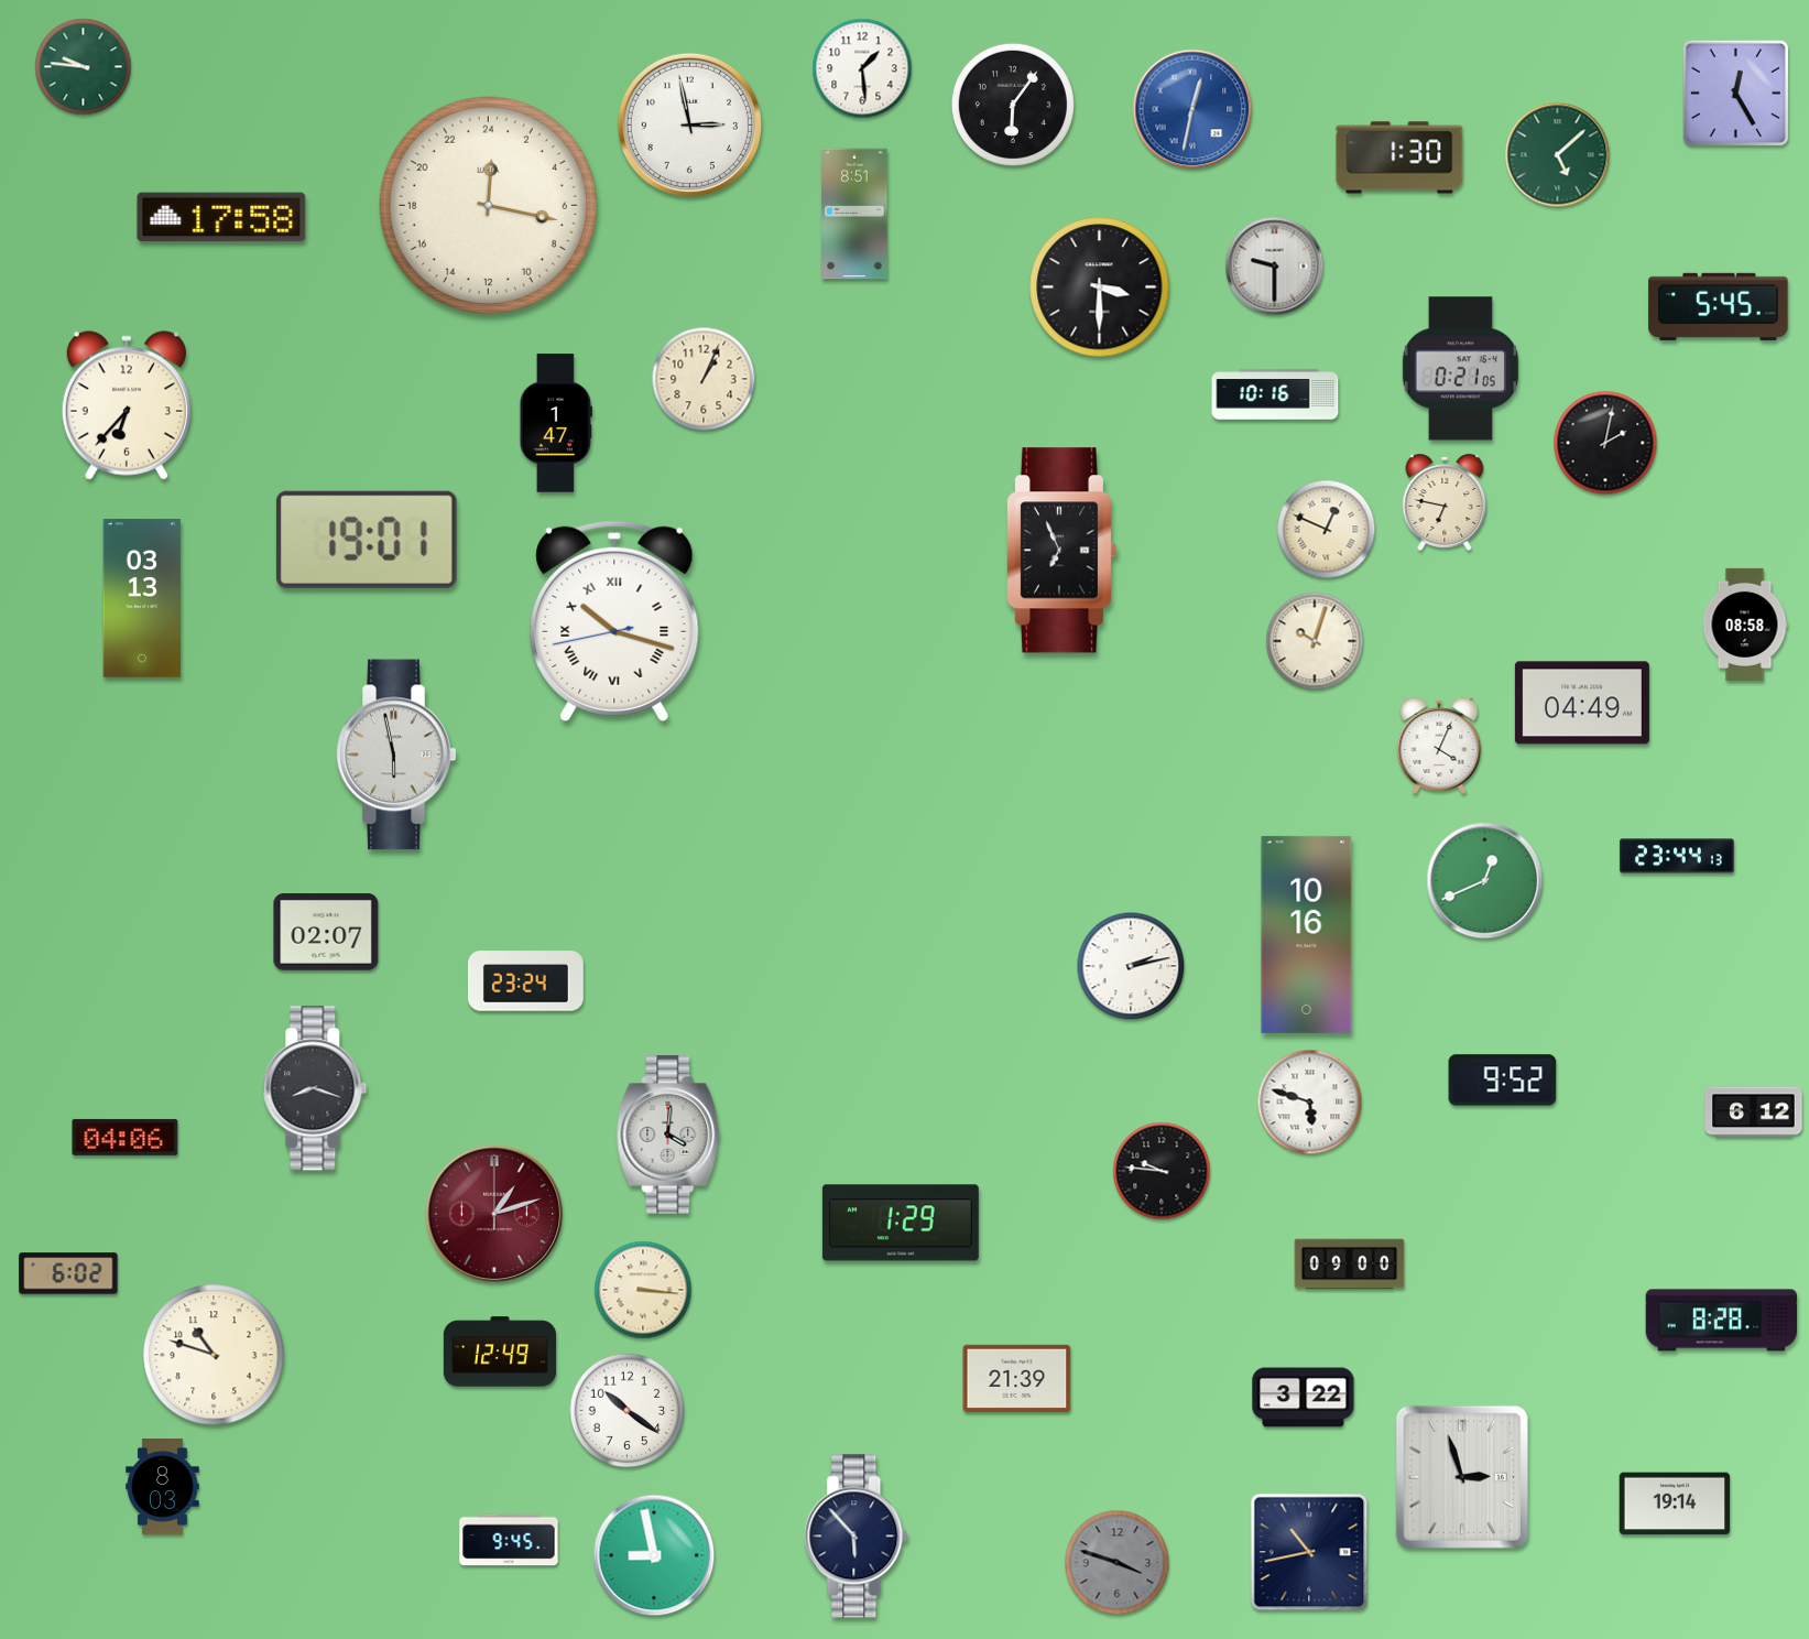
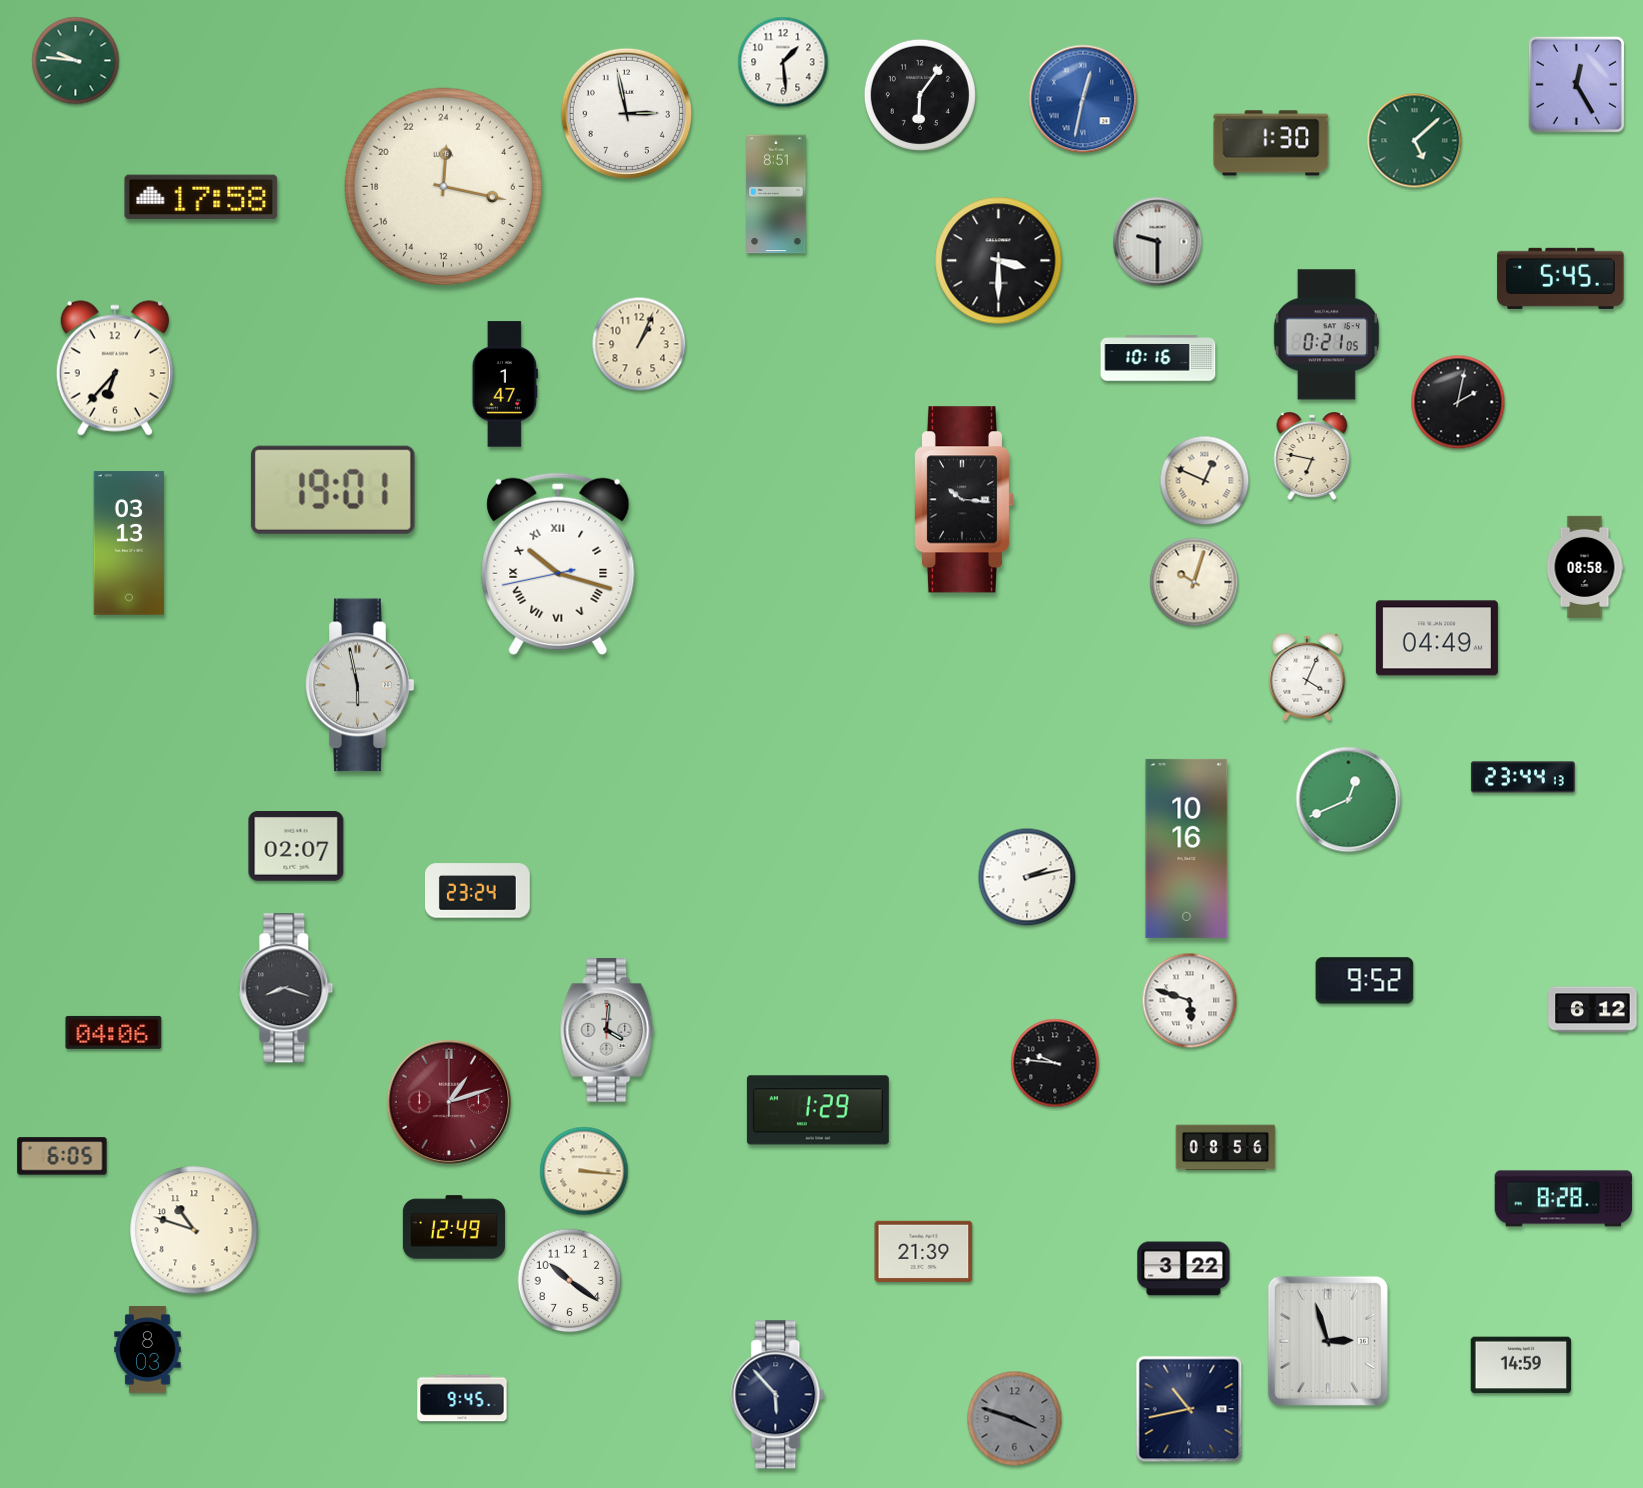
clock at (1060, 551): 6:56 -> 10:16
clock at (1350, 1264): 09:00 -> 08:56
clock at (68, 1273): 6:02 -> 6:05
clock at (1675, 1504): 19:14 -> 14:59
clock at (654, 1555): 8:58 -> none
